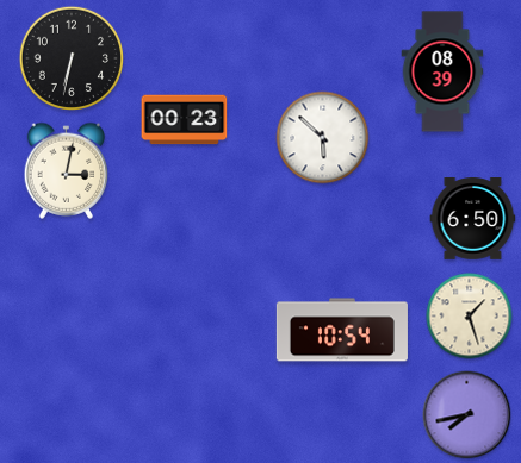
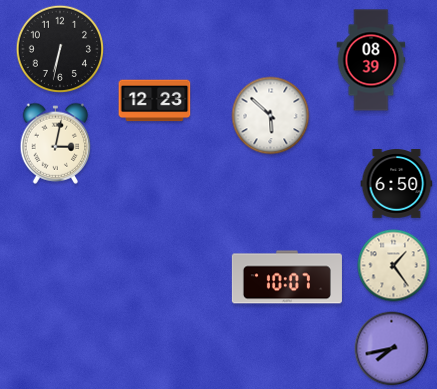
clock at (185, 120): 00:23 -> 12:23
clock at (470, 317): 1:27 -> 1:24
clock at (342, 330): 10:54 -> 10:07
